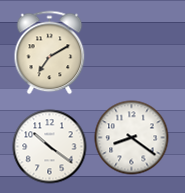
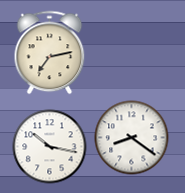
clock at (50, 53): 7:10 -> 7:13
clock at (50, 147): 10:21 -> 10:17
